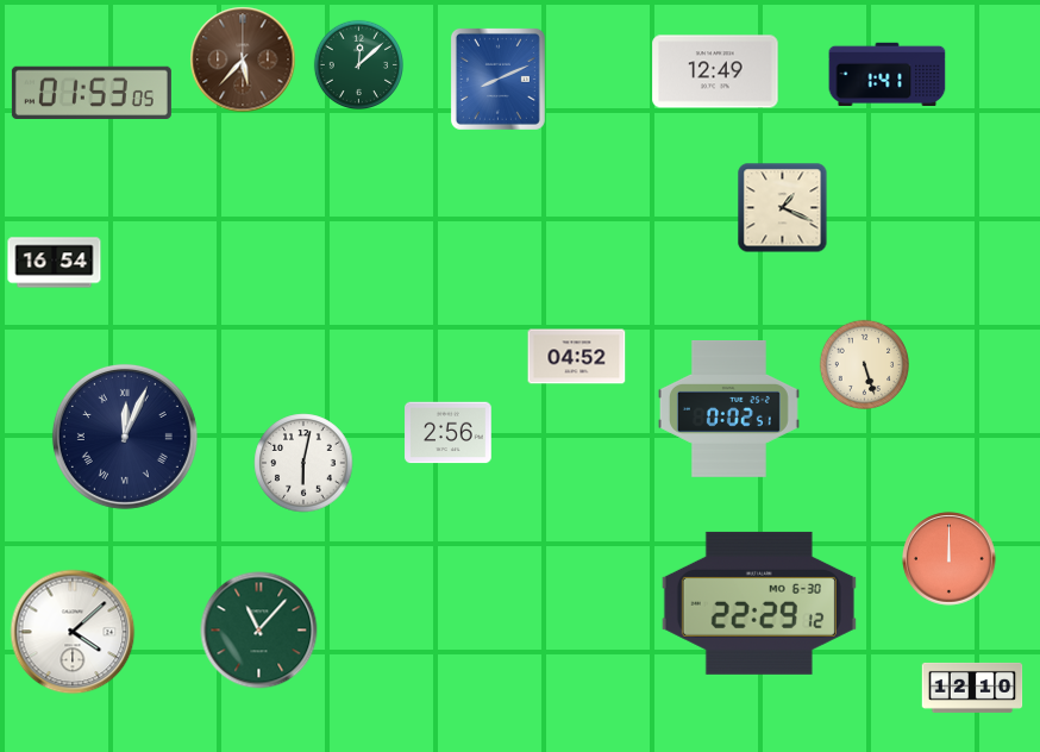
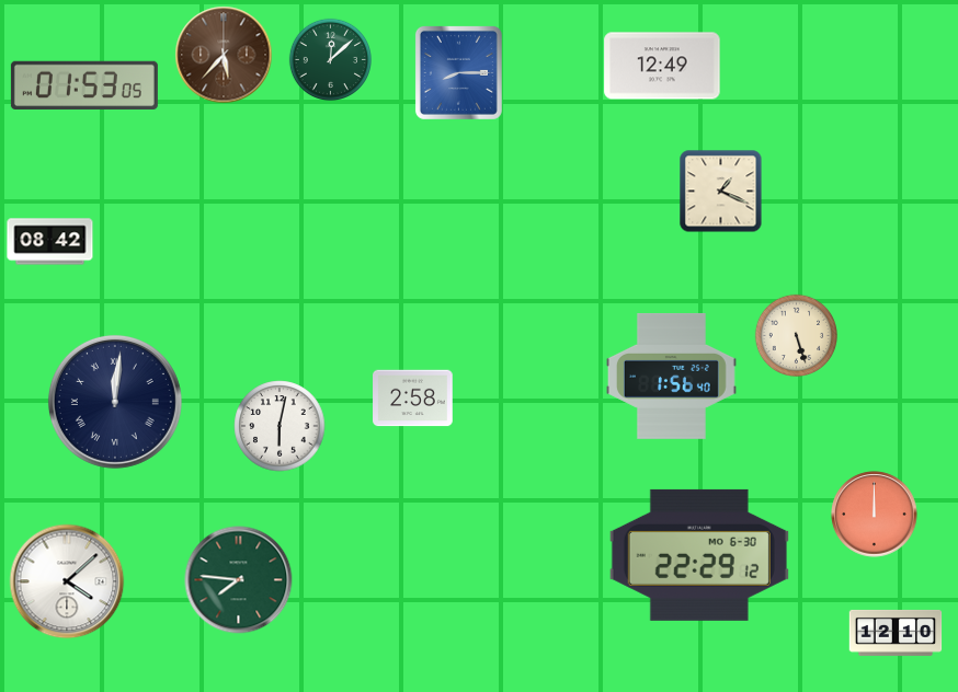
clock at (715, 71) position: (715, 71) -> (662, 66)
clock at (888, 74): 1:41 -> none
clock at (497, 79): 8:11 -> 8:15
clock at (55, 263): 16:54 -> 08:42
clock at (577, 357): 04:52 -> none
clock at (728, 409): 0:02 -> 1:56
clock at (449, 433): 2:56 -> 2:58
clock at (125, 437): 12:04 -> 12:01
clock at (259, 631): 11:07 -> 7:46
